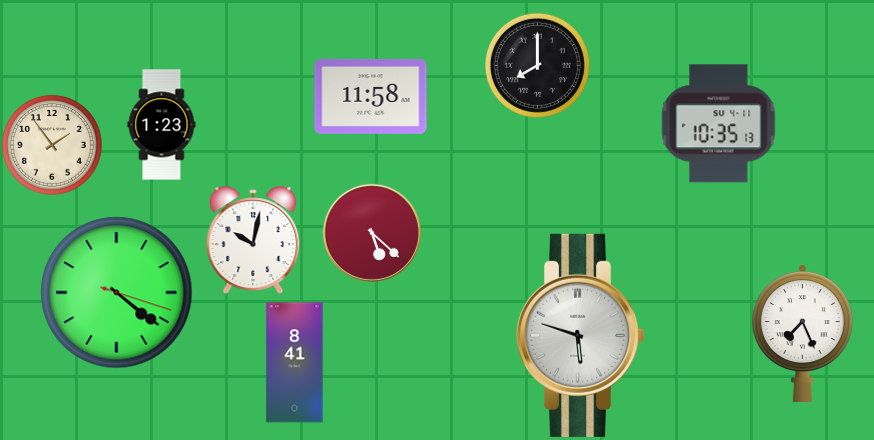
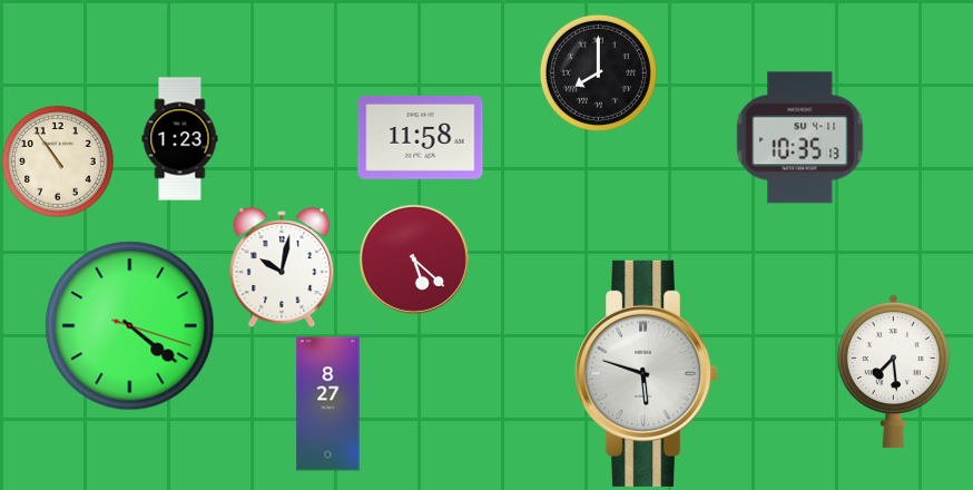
clock at (371, 96) position: (371, 96) -> (421, 137)
clock at (52, 145): 1:54 -> 10:54
clock at (802, 334): 7:26 -> 7:29
clock at (295, 363): 8:41 -> 8:27
